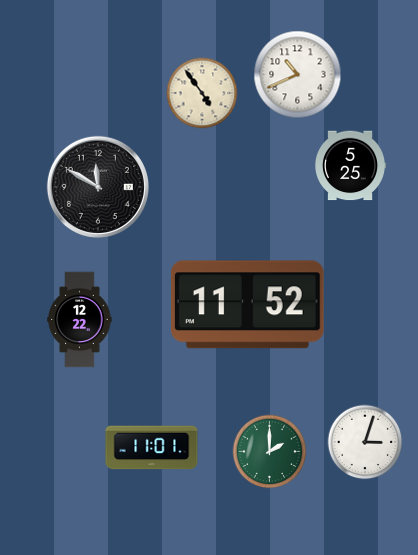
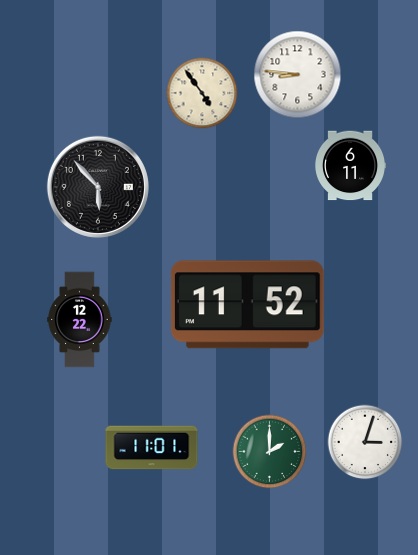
clock at (298, 75): 10:41 -> 8:46
clock at (350, 166): 5:25 -> 6:11
clock at (98, 187): 11:50 -> 5:53
